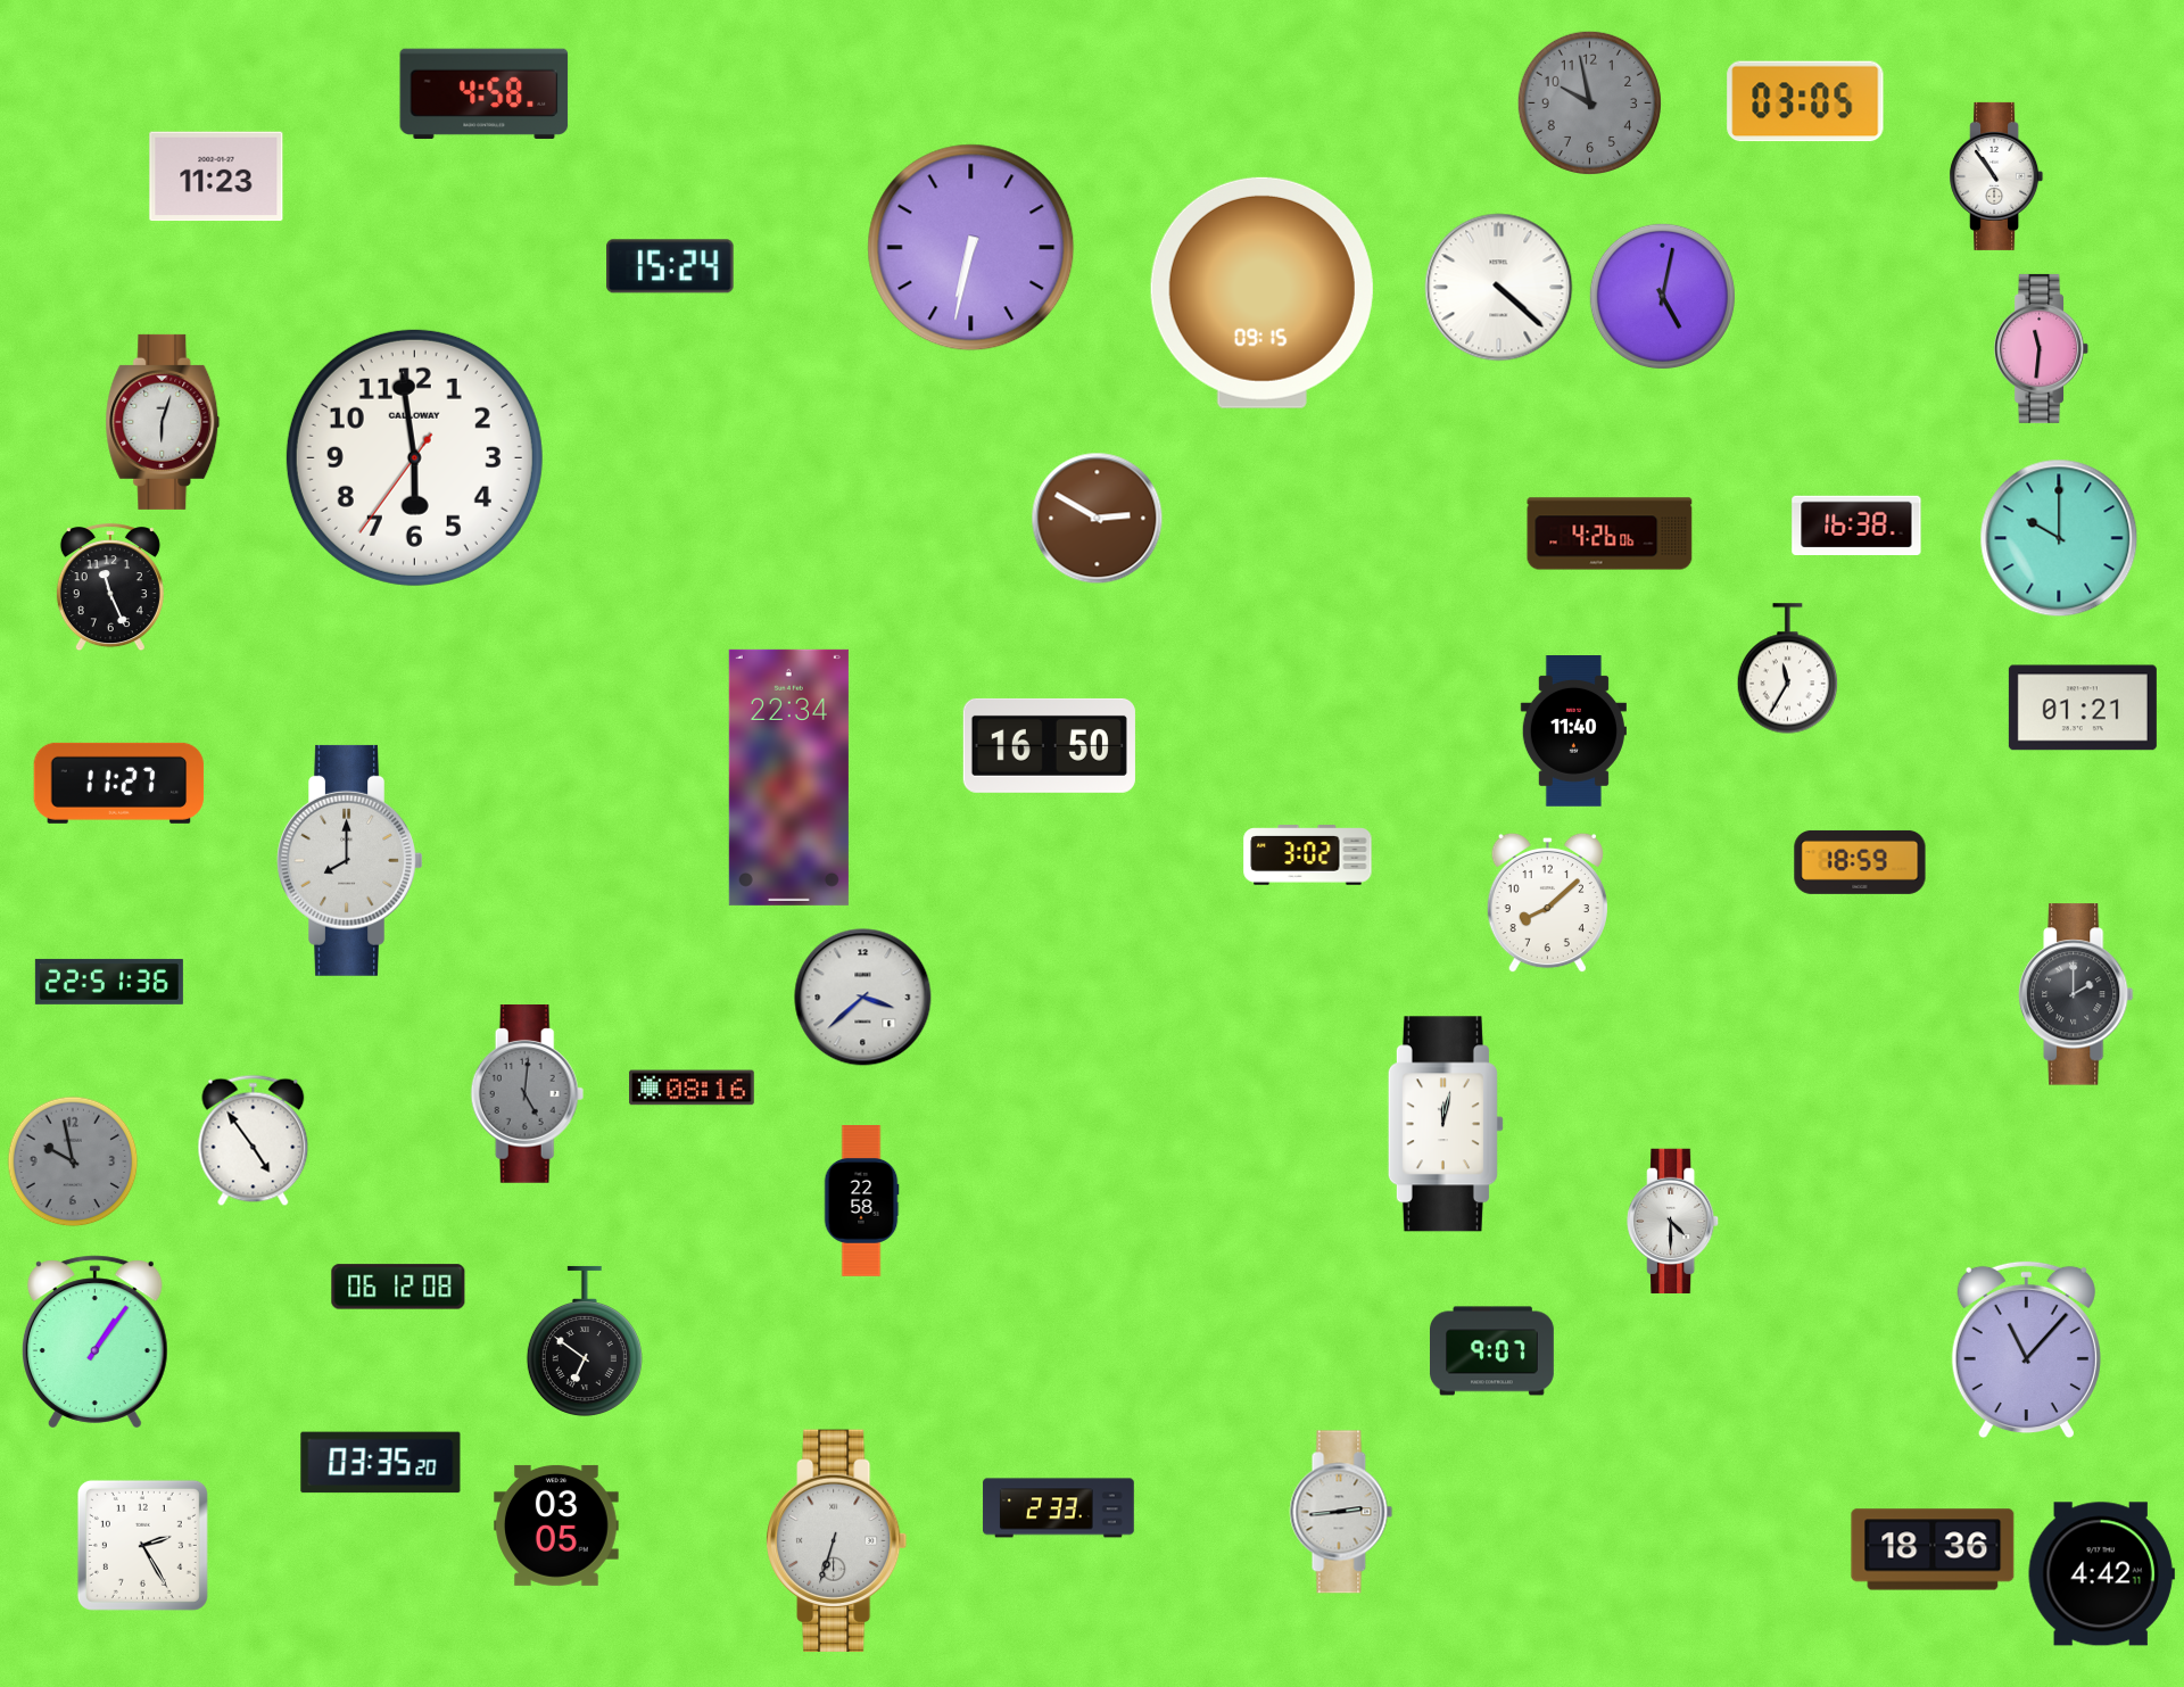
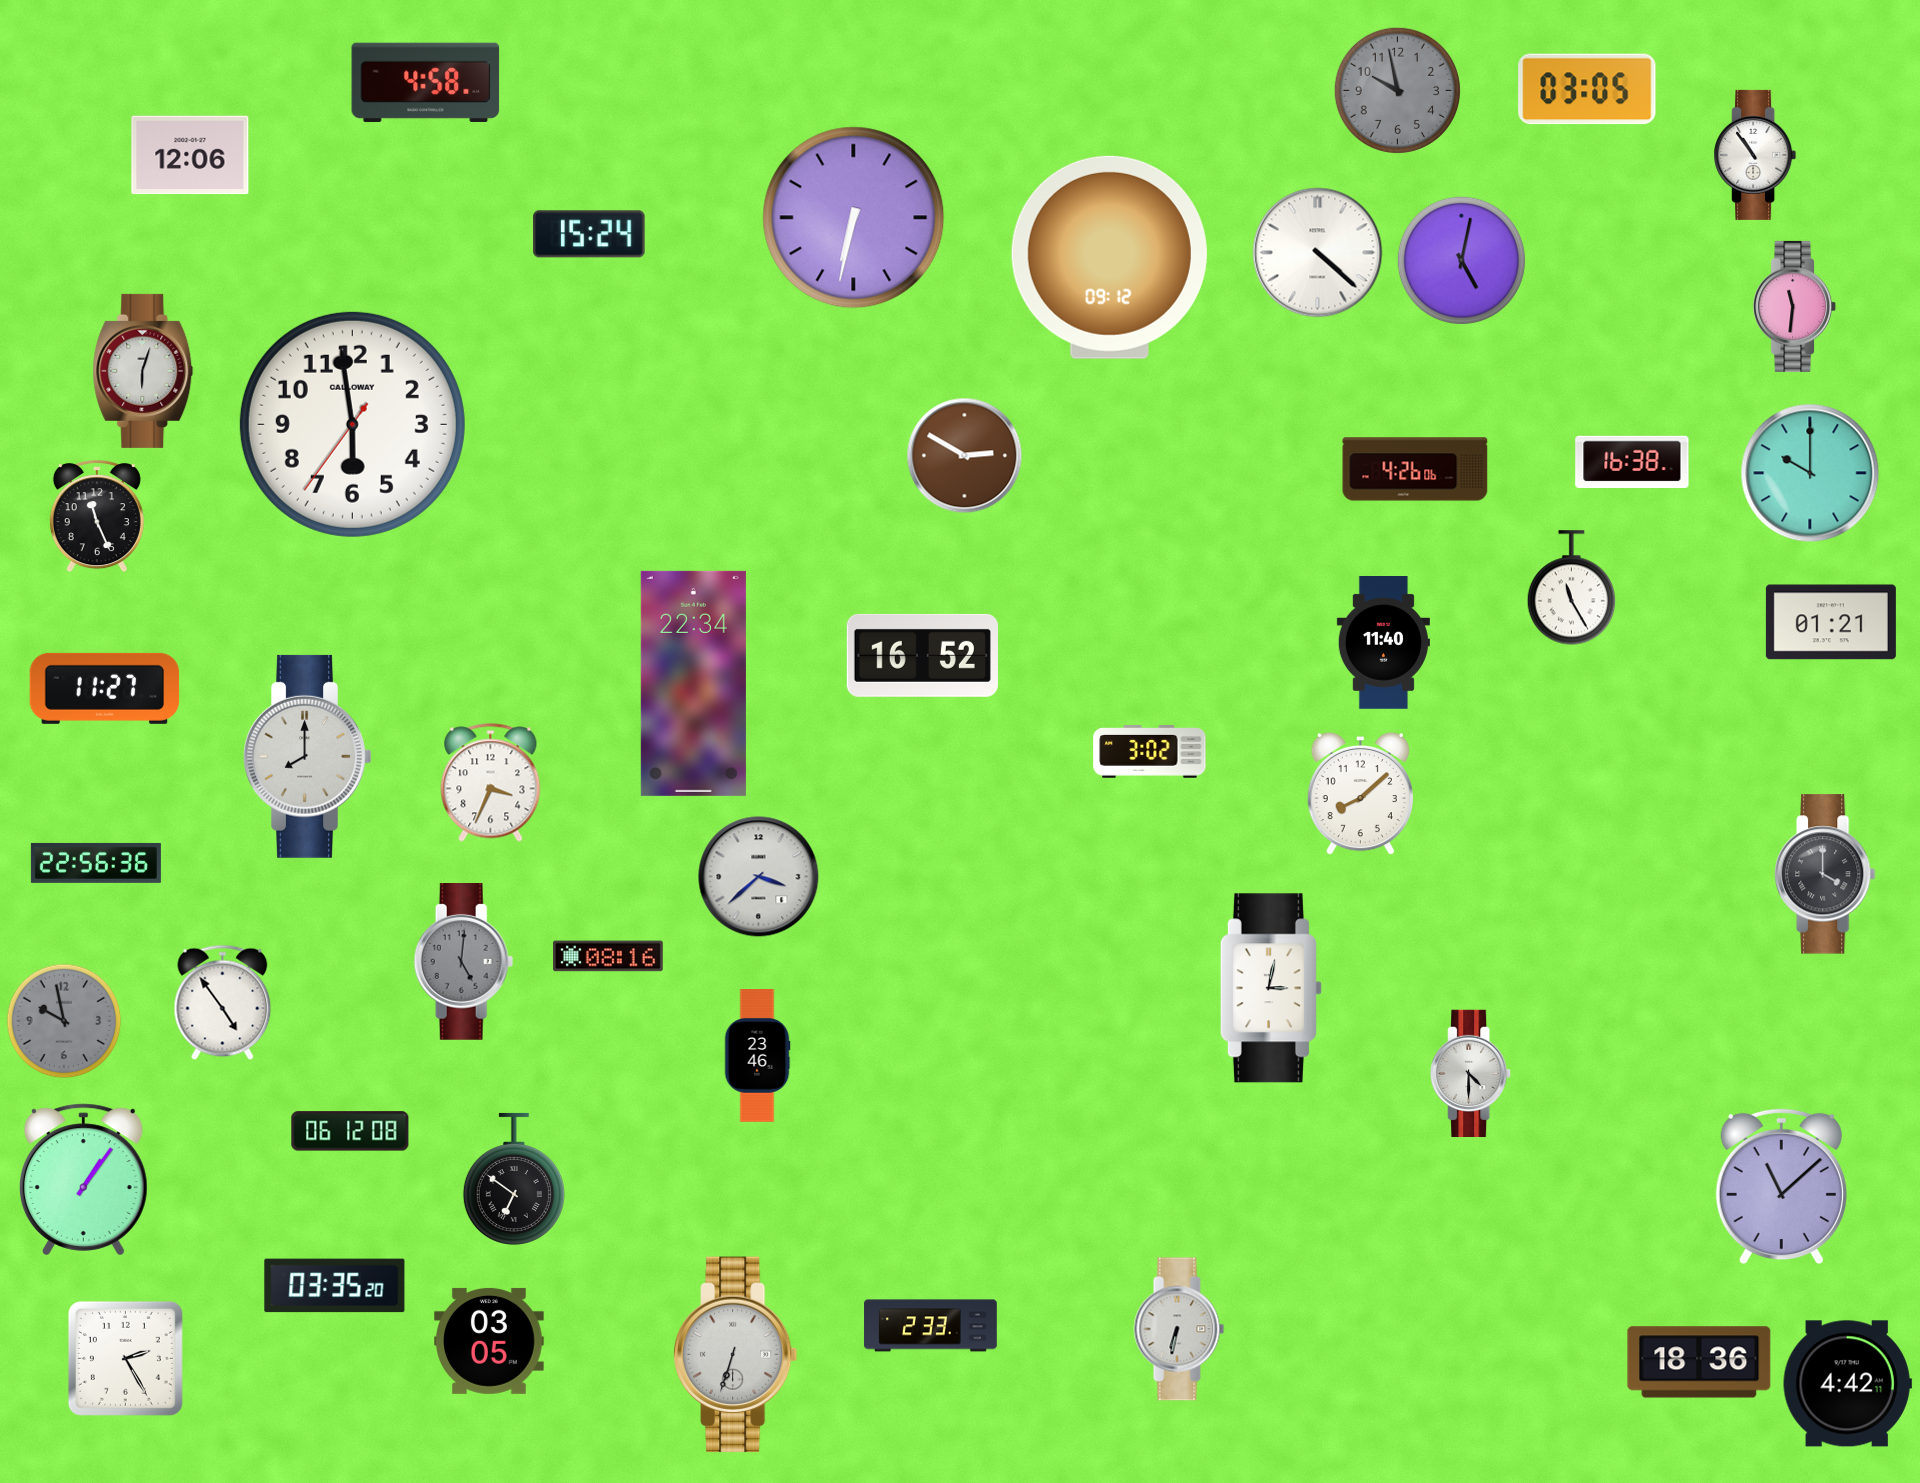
clock at (216, 176): 11:23 -> 12:06
clock at (1261, 292): 09:15 -> 09:12
clock at (414, 457) position: (414, 457) -> (352, 424)
clock at (1788, 669): 11:35 -> 11:25
clock at (1049, 745): 16:50 -> 16:52
clock at (1860, 862): 18:59 -> none
clock at (491, 783): none -> 3:34
clock at (109, 982): 22:51 -> 22:56
clock at (2077, 994): 2:00 -> 4:00
clock at (1446, 1124): 12:02 -> 3:02
clock at (861, 1201): 22:58 -> 23:46
clock at (2026, 1350): 11:07 -> 11:08
clock at (1492, 1351): 9:07 -> none
clock at (1341, 1512): 2:44 -> 6:32
